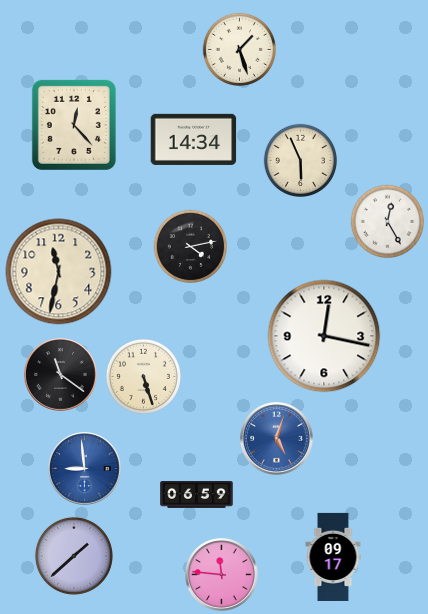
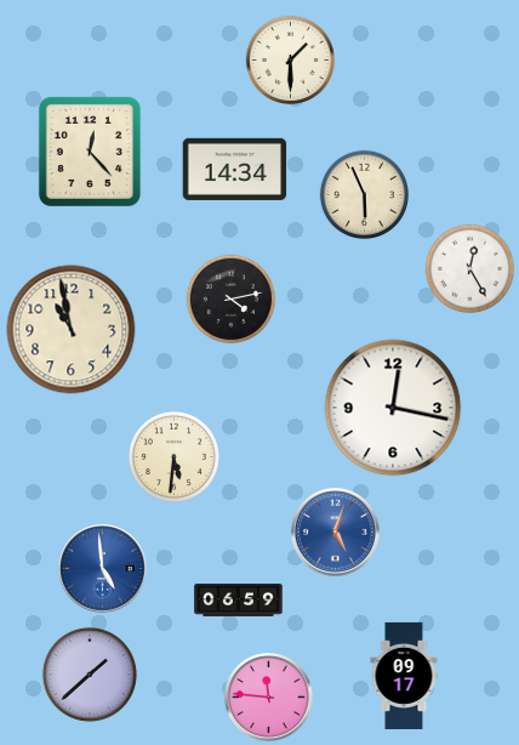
clock at (239, 49): 1:27 -> 1:30
clock at (59, 272): 11:32 -> 10:58
clock at (61, 375): 11:21 -> none
clock at (143, 376): 5:27 -> 5:31
clock at (85, 469): 8:59 -> 4:59
